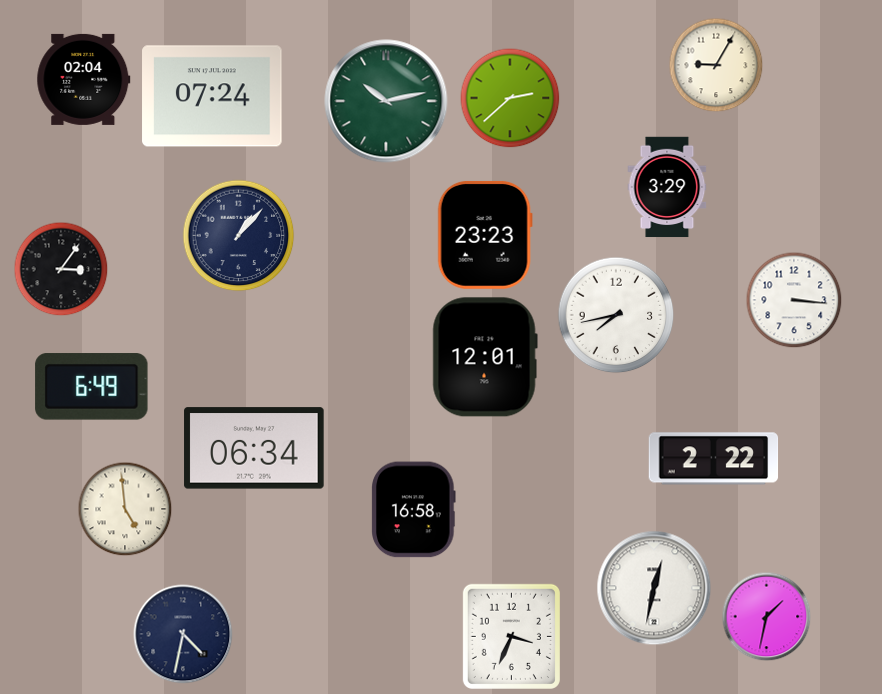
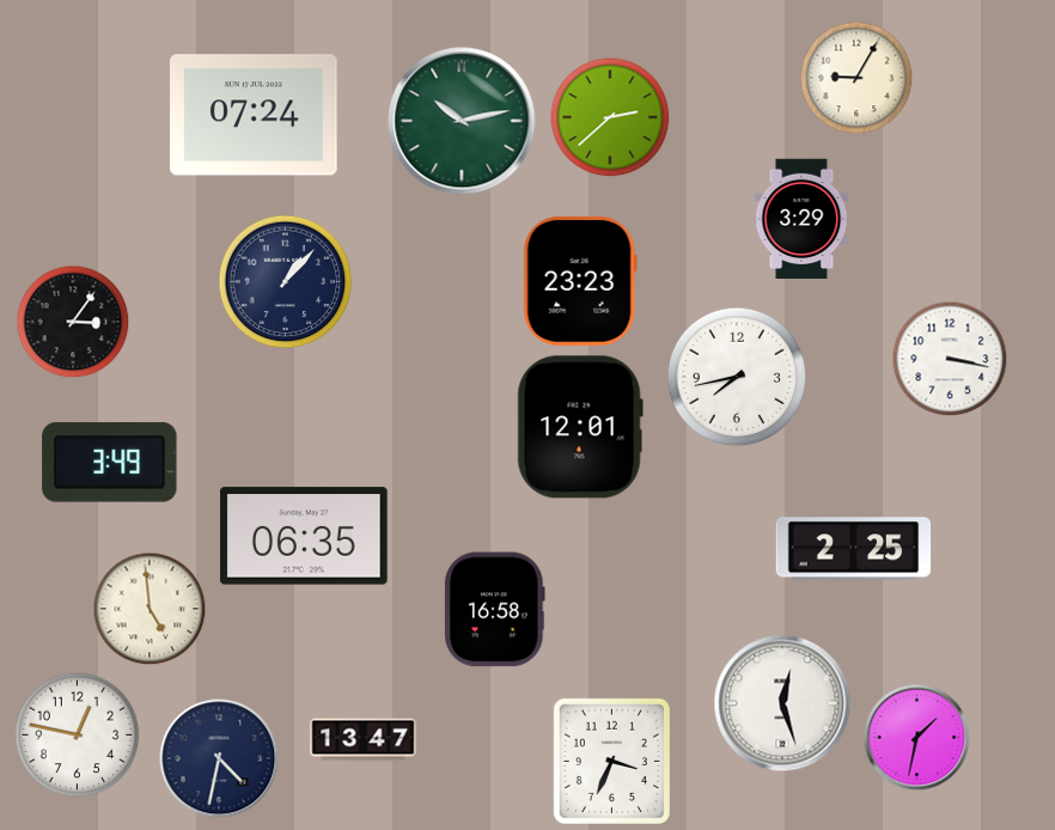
clock at (84, 79): 02:04 -> none
clock at (667, 187) position: (667, 187) -> (801, 219)
clock at (794, 300): 3:16 -> 3:17
clock at (92, 387): 6:49 -> 3:49
clock at (254, 448): 06:34 -> 06:35
clock at (714, 459): 2:22 -> 2:25
clock at (654, 588): 12:32 -> 12:27
clock at (78, 736): none -> 12:47
clock at (364, 740): none -> 13:47
